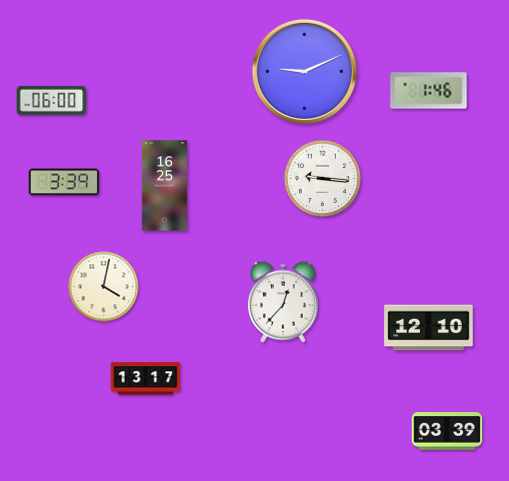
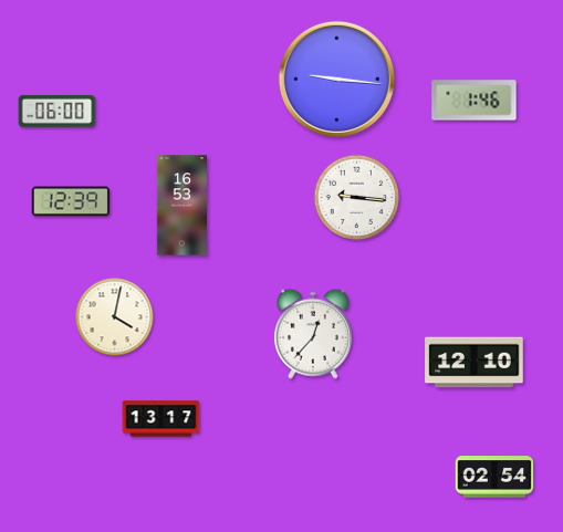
clock at (304, 71): 9:11 -> 9:16
clock at (64, 182): 3:39 -> 12:39
clock at (165, 186): 16:25 -> 16:53
clock at (447, 431): 03:39 -> 02:54
